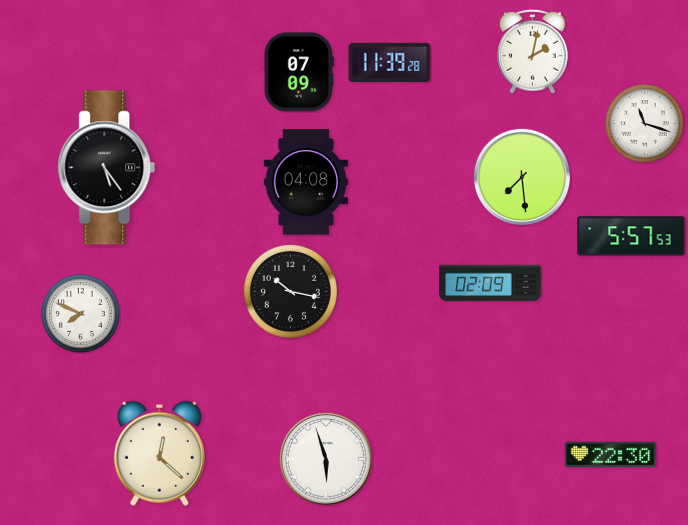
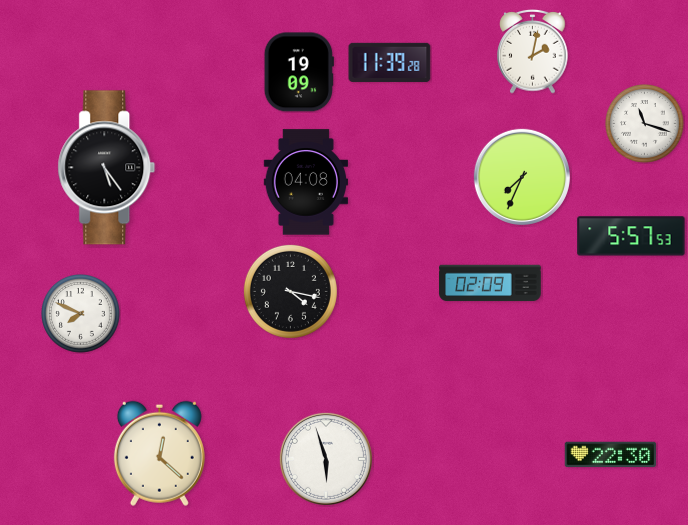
clock at (299, 72): 07:09 -> 19:09
clock at (522, 177): 7:29 -> 7:34
clock at (290, 291): 10:17 -> 4:17
